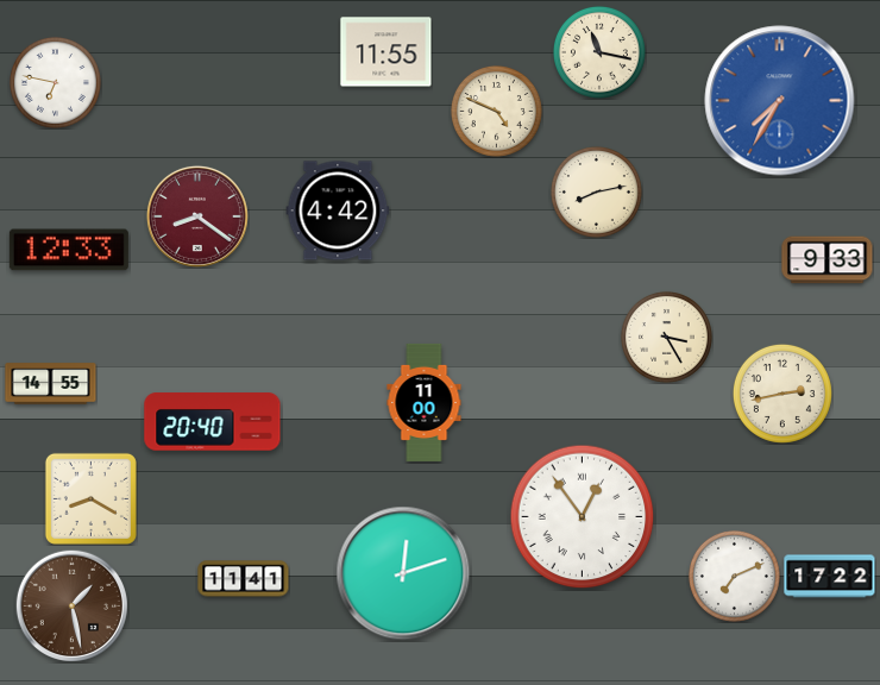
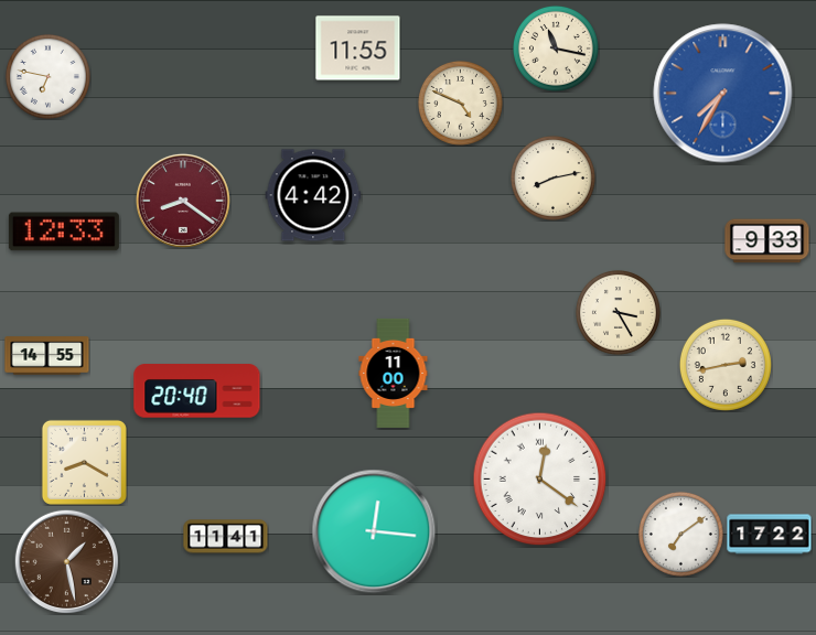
clock at (55, 82) position: (55, 82) -> (47, 76)
clock at (583, 517): 12:54 -> 12:21
clock at (403, 573): 12:12 -> 12:16
clock at (734, 576): 7:11 -> 7:09
